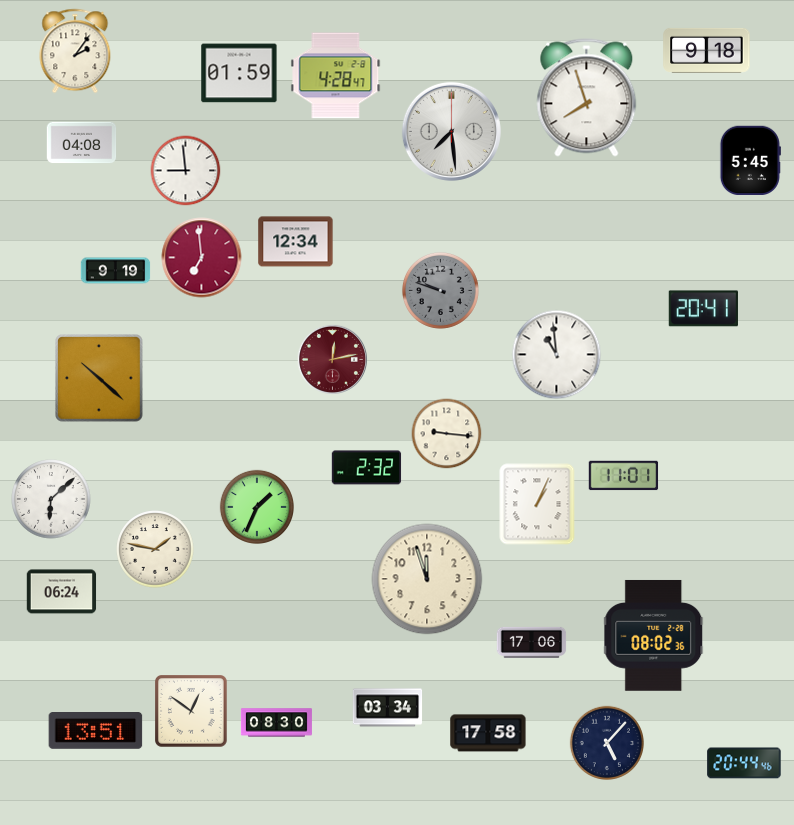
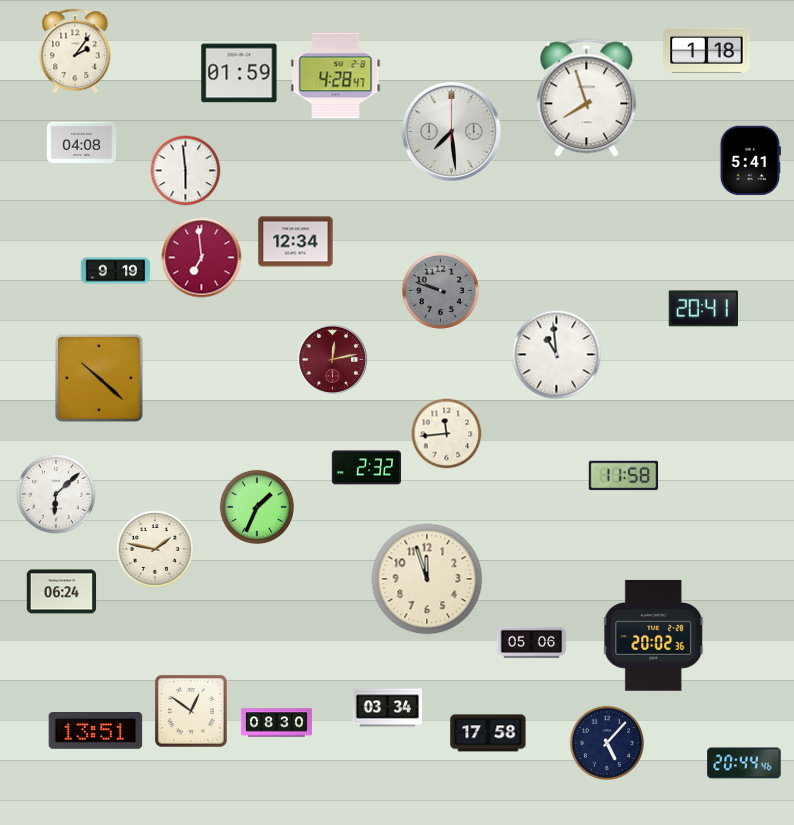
clock at (707, 50): 9:18 -> 1:18
clock at (750, 161): 5:45 -> 5:41
clock at (186, 171): 8:59 -> 5:59
clock at (447, 434): 9:16 -> 11:44
clock at (624, 476): 11:01 -> 11:58
clock at (51, 499) position: (51, 499) -> (56, 494)
clock at (537, 504): 1:04 -> none
clock at (654, 636): 08:02 -> 20:02
clock at (532, 642): 17:06 -> 05:06
